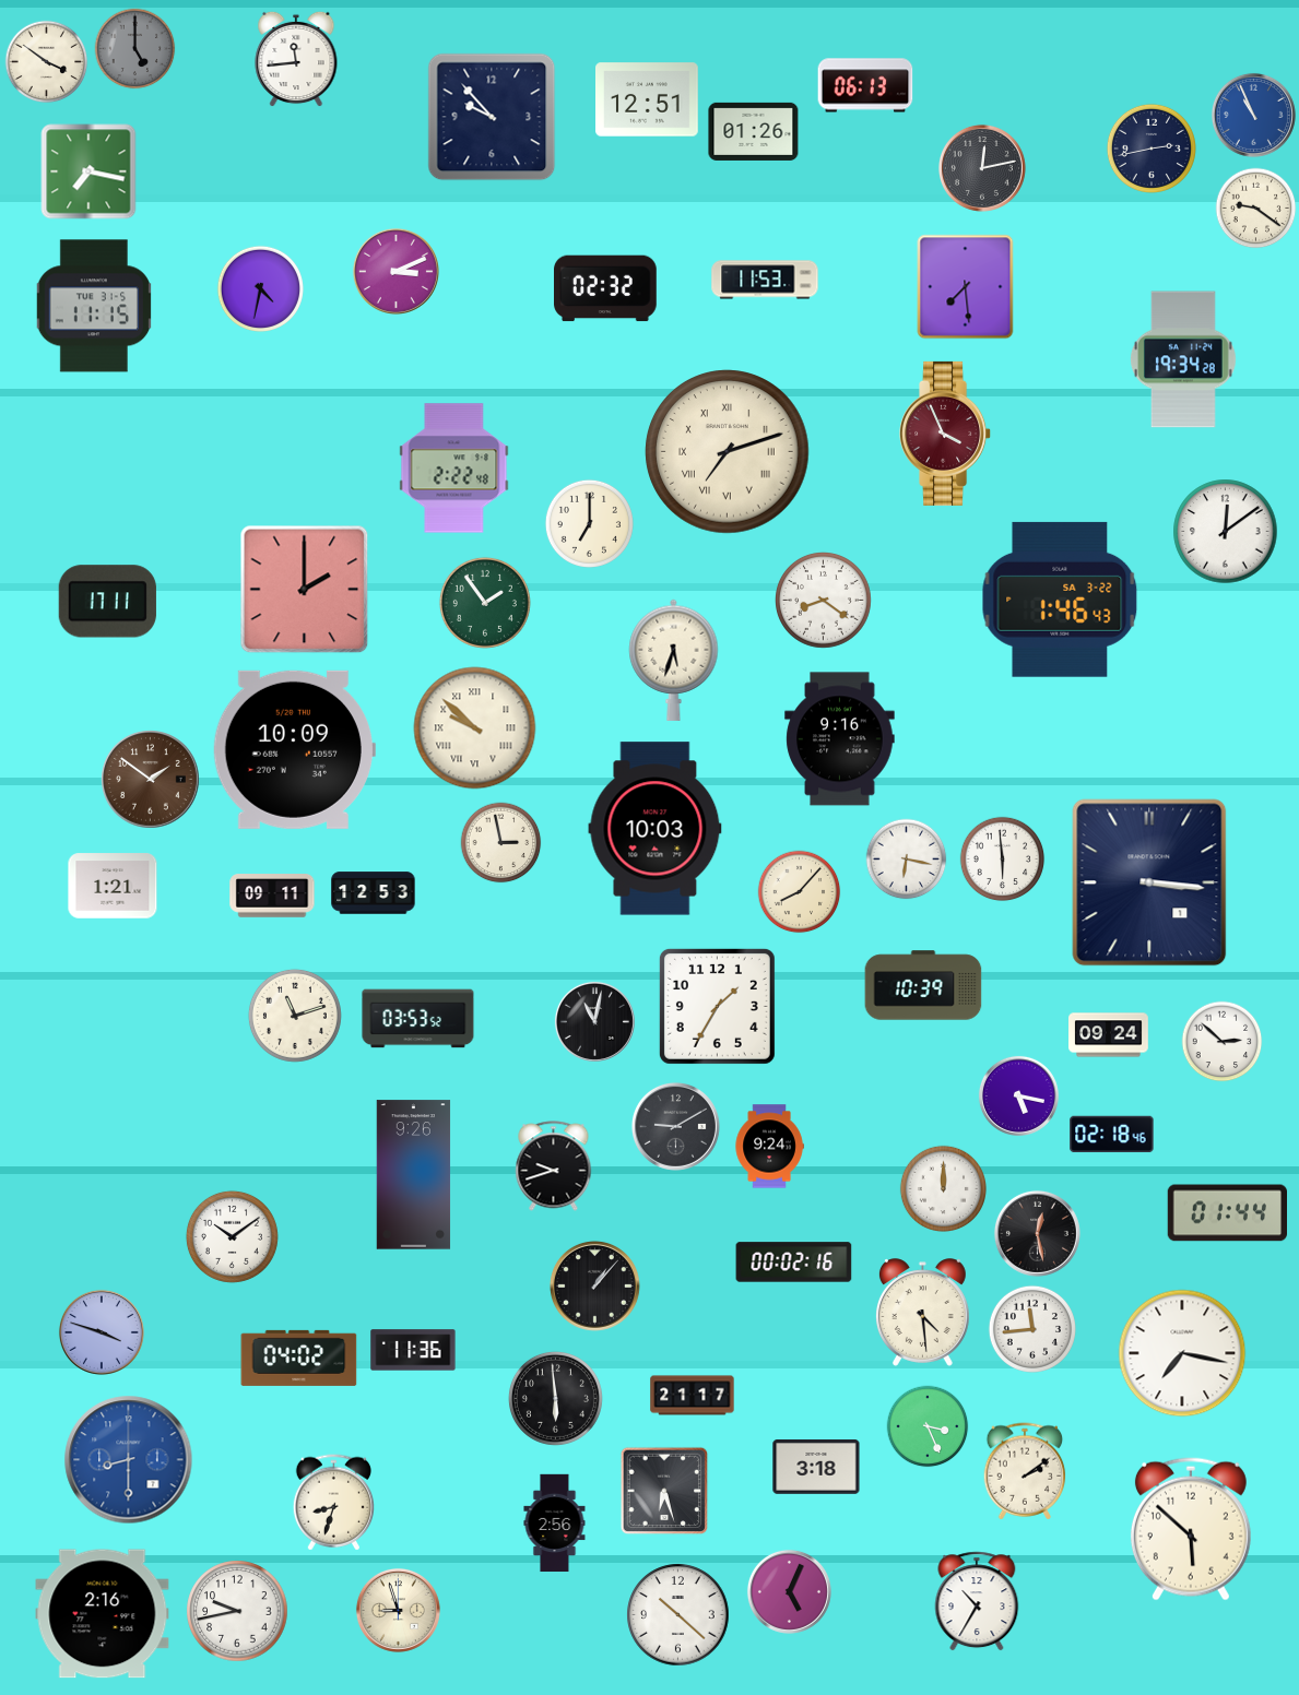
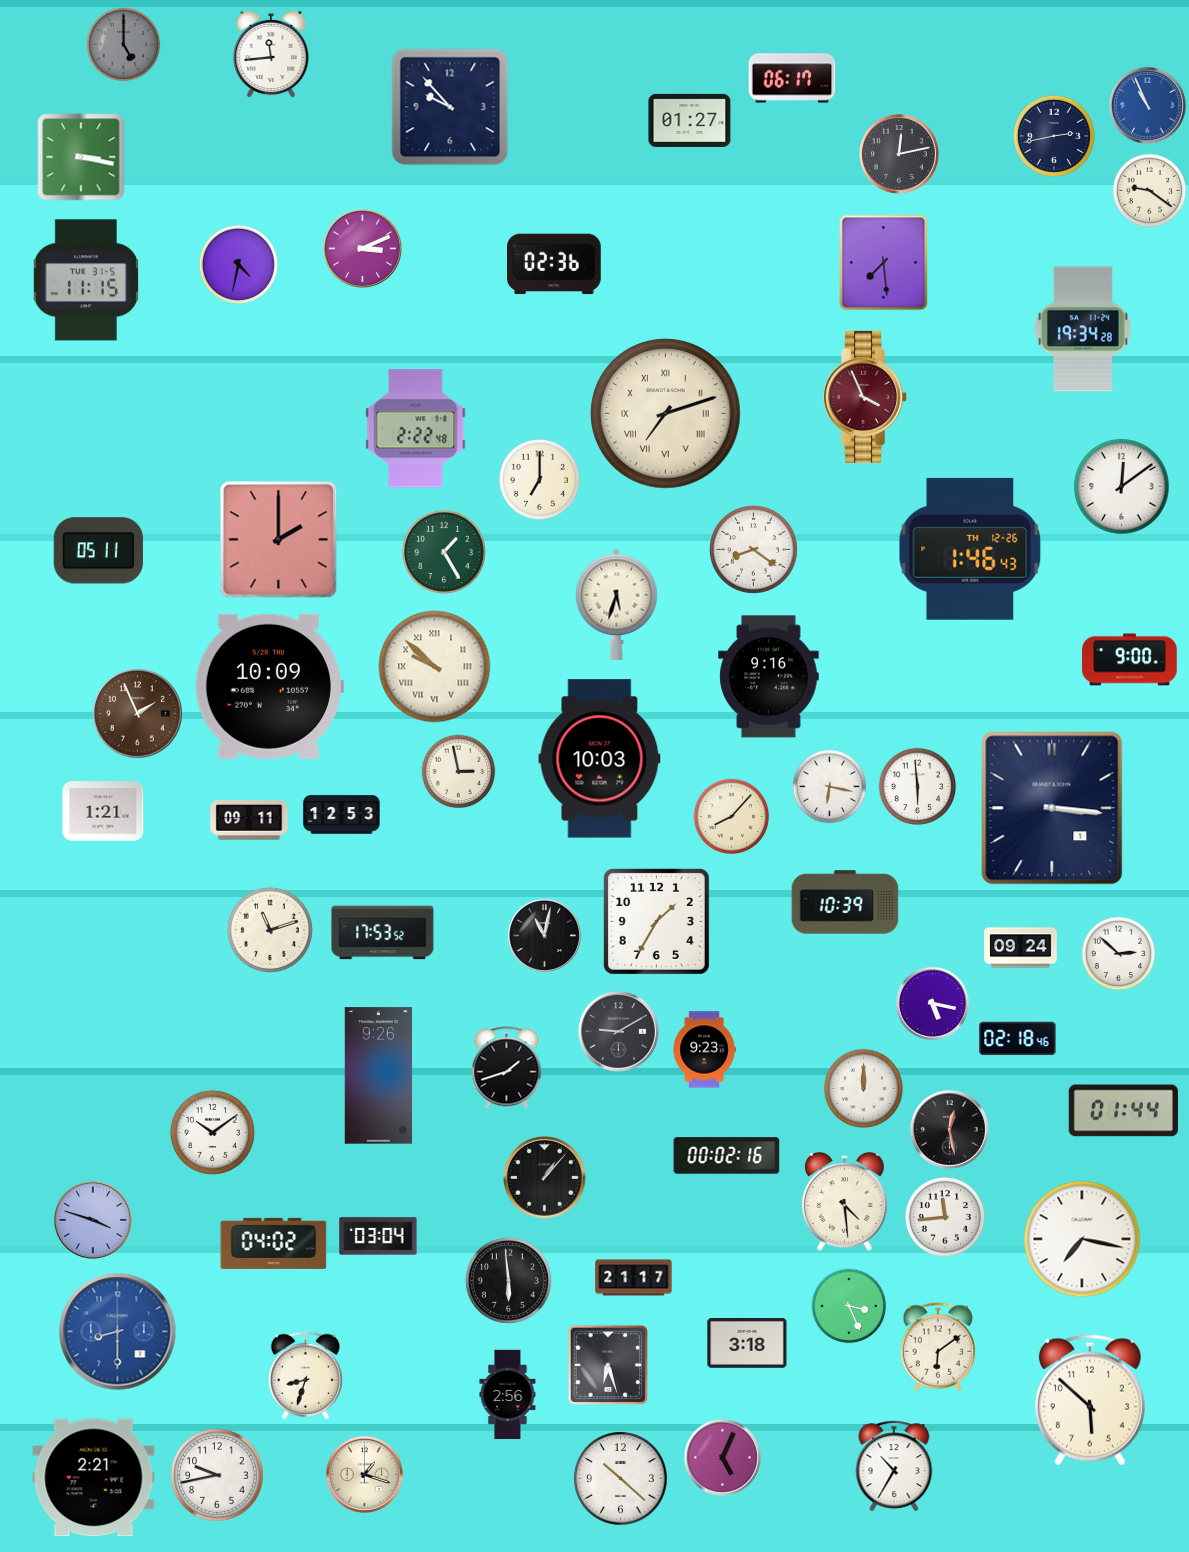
clock at (47, 62): 3:51 -> none
clock at (865, 85): 06:13 -> 06:17
clock at (648, 99): 12:51 -> none
clock at (754, 131): 01:26 -> 01:27
clock at (88, 171): 7:17 -> 3:17
clock at (765, 280): 11:53 -> none
clock at (606, 288): 02:32 -> 02:36
clock at (1060, 600) date: SA 3-22 -> TH 12-26
clock at (107, 602): 17:11 -> 05:11
clock at (485, 603): 1:54 -> 1:25
clock at (1130, 660): none -> 9:00
clock at (151, 780): 1:51 -> 1:56
clock at (374, 893) position: (374, 893) -> (342, 815)
clock at (418, 1019): 03:53 -> 17:53
clock at (1109, 1035) position: (1109, 1035) -> (1021, 948)
clock at (769, 1147): 9:24 -> 9:23
clock at (554, 1166): 9:42 -> 1:42
clock at (413, 1350): 11:36 -> 03:04
clock at (129, 1460) position: (129, 1460) -> (118, 1332)
clock at (1025, 1471): 2:09 -> 6:09
clock at (398, 1610): 8:57 -> 1:18
clock at (103, 1614): 2:16 -> 2:21
